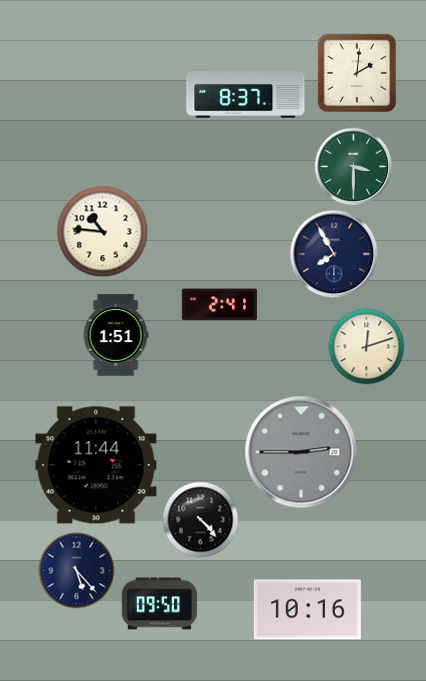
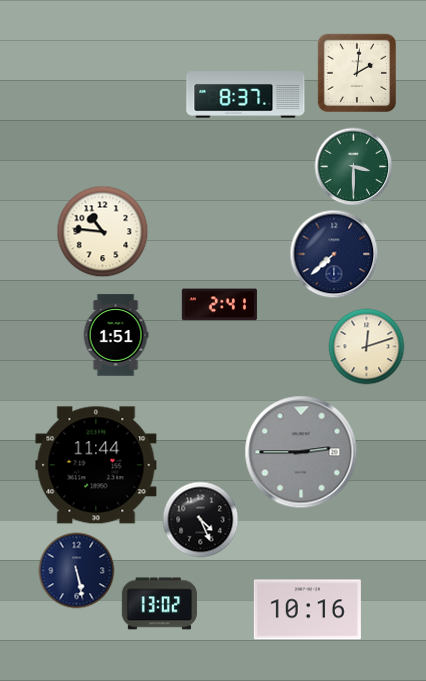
clock at (334, 254): 7:55 -> 7:38
clock at (201, 520): 4:23 -> 4:26
clock at (77, 571): 5:23 -> 5:28
clock at (159, 604): 09:50 -> 13:02
